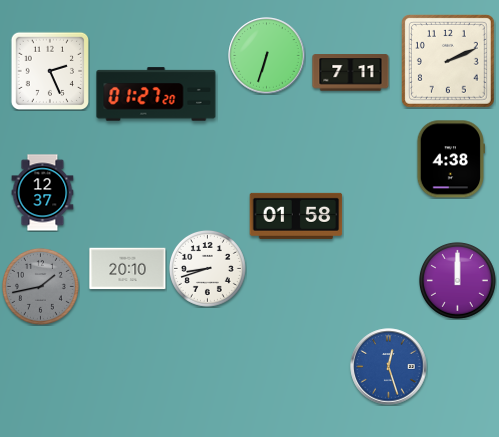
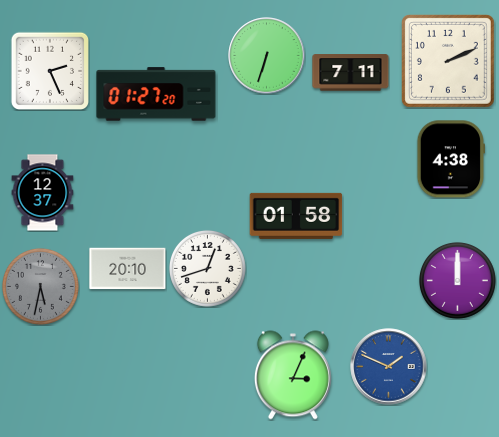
clock at (207, 268): 8:42 -> 12:42
clock at (40, 286): 1:43 -> 5:32
clock at (389, 367): 12:27 -> 1:49
clock at (293, 375): none -> 3:04
